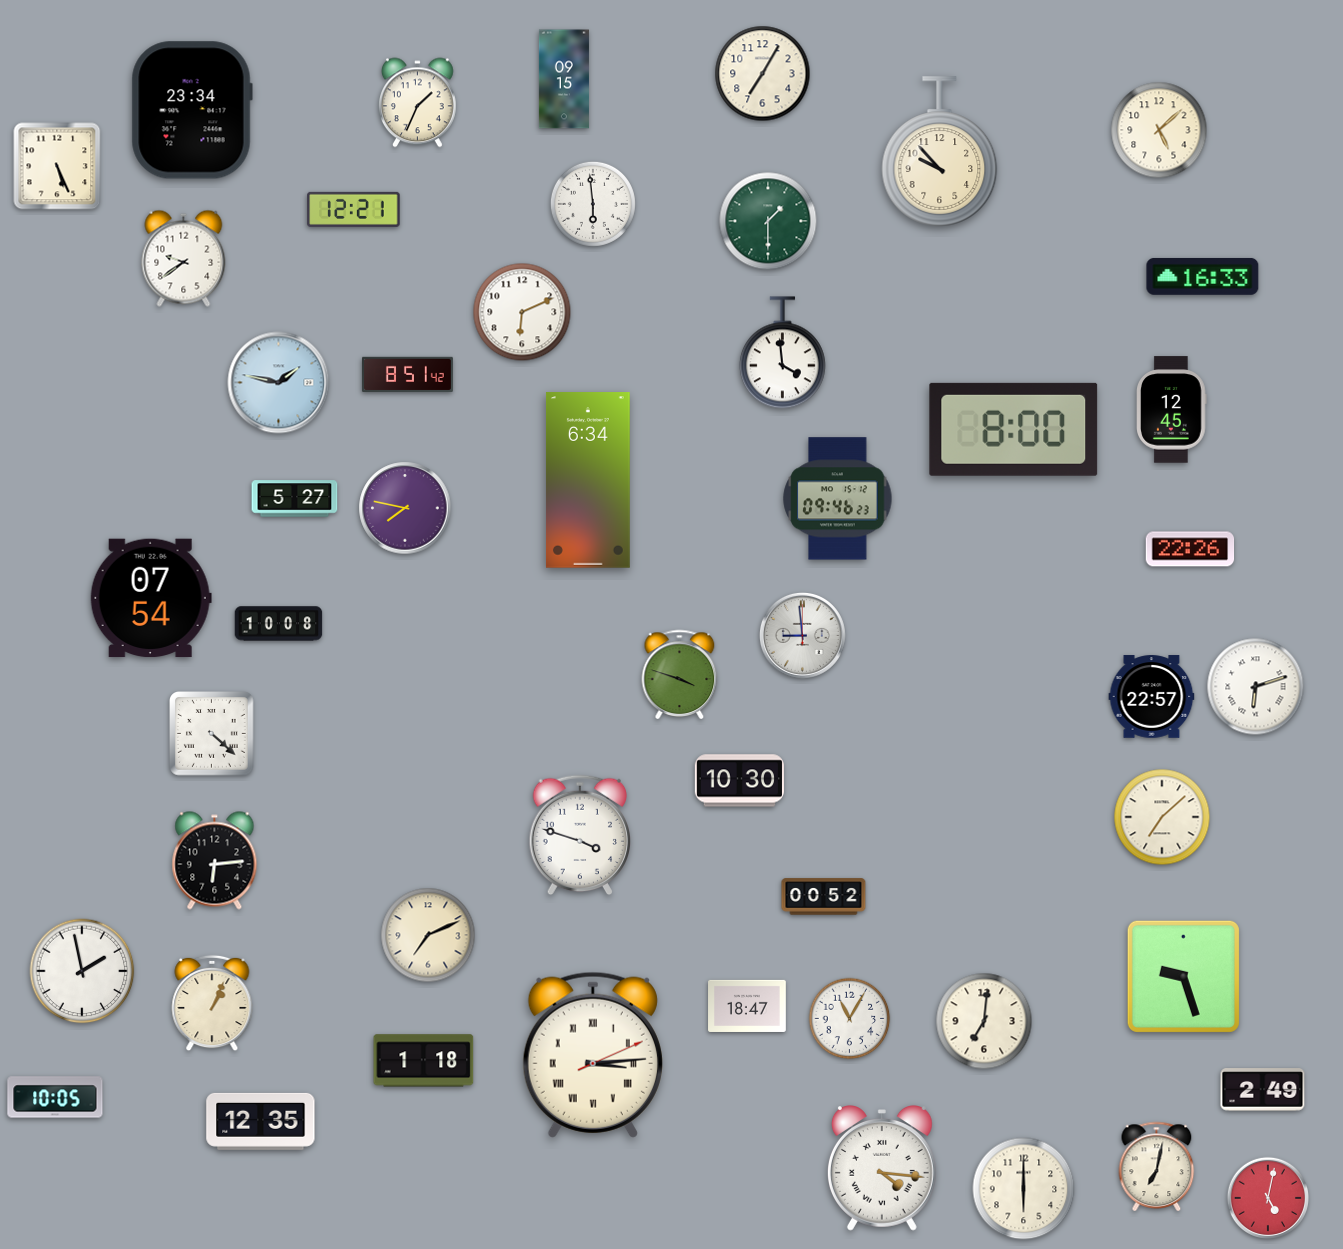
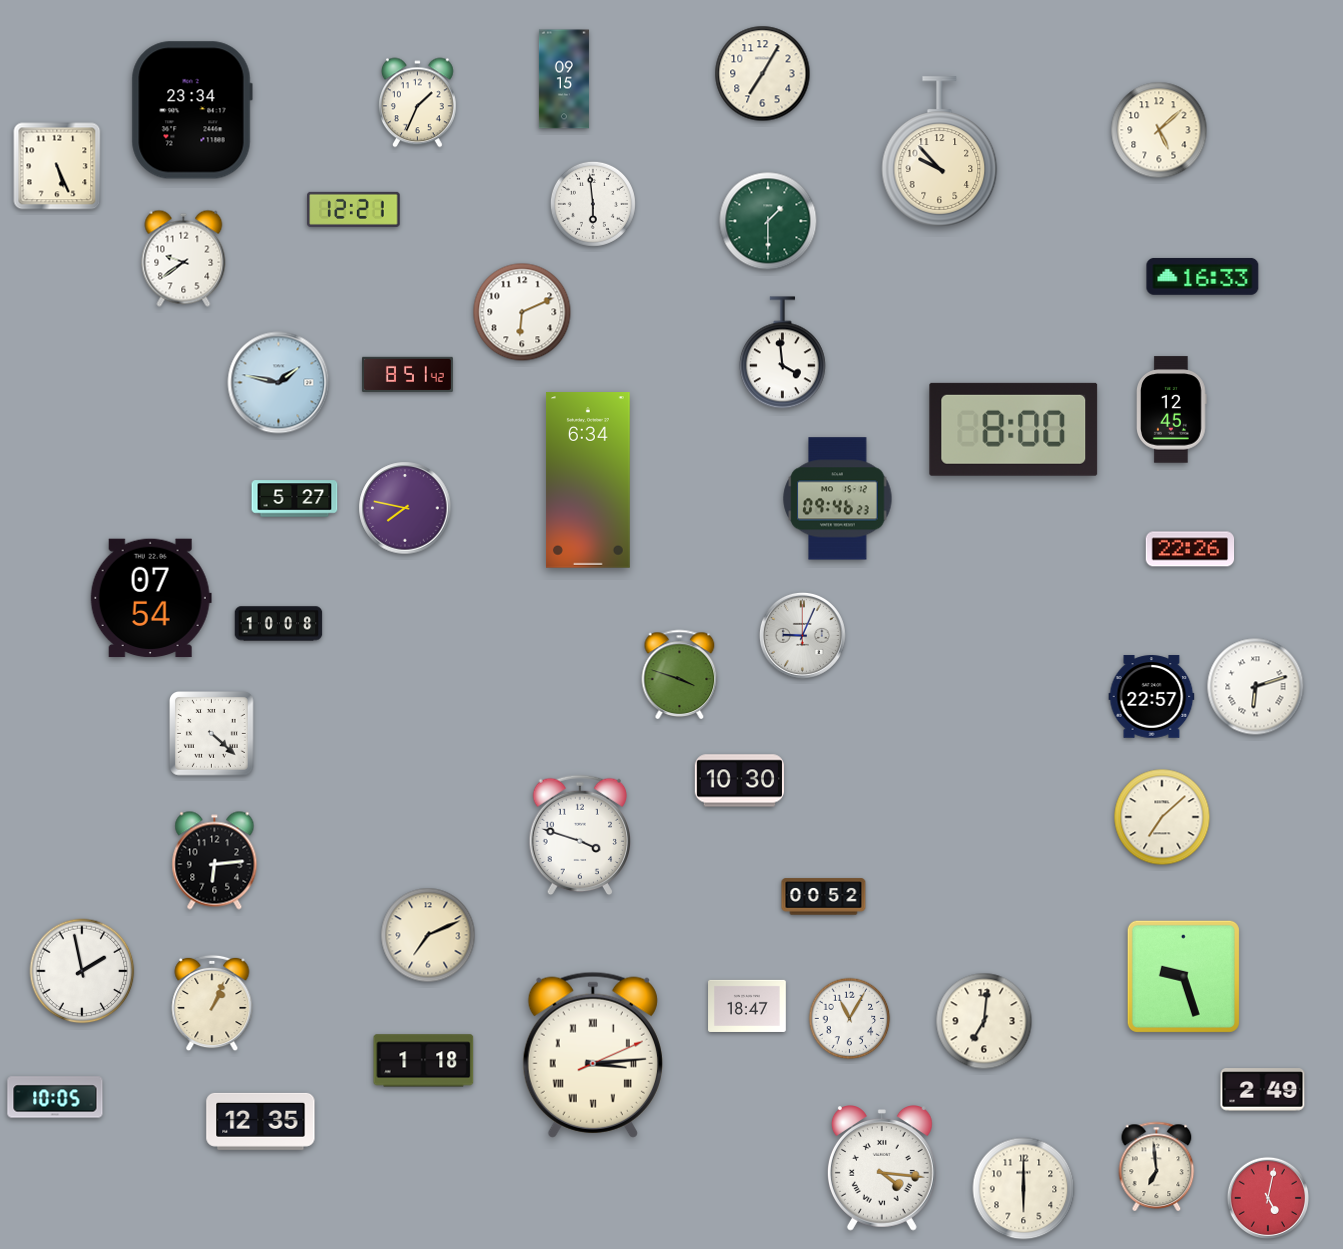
clock at (802, 635): 8:59 -> 9:04
clock at (1157, 1166): 7:02 -> 6:59
